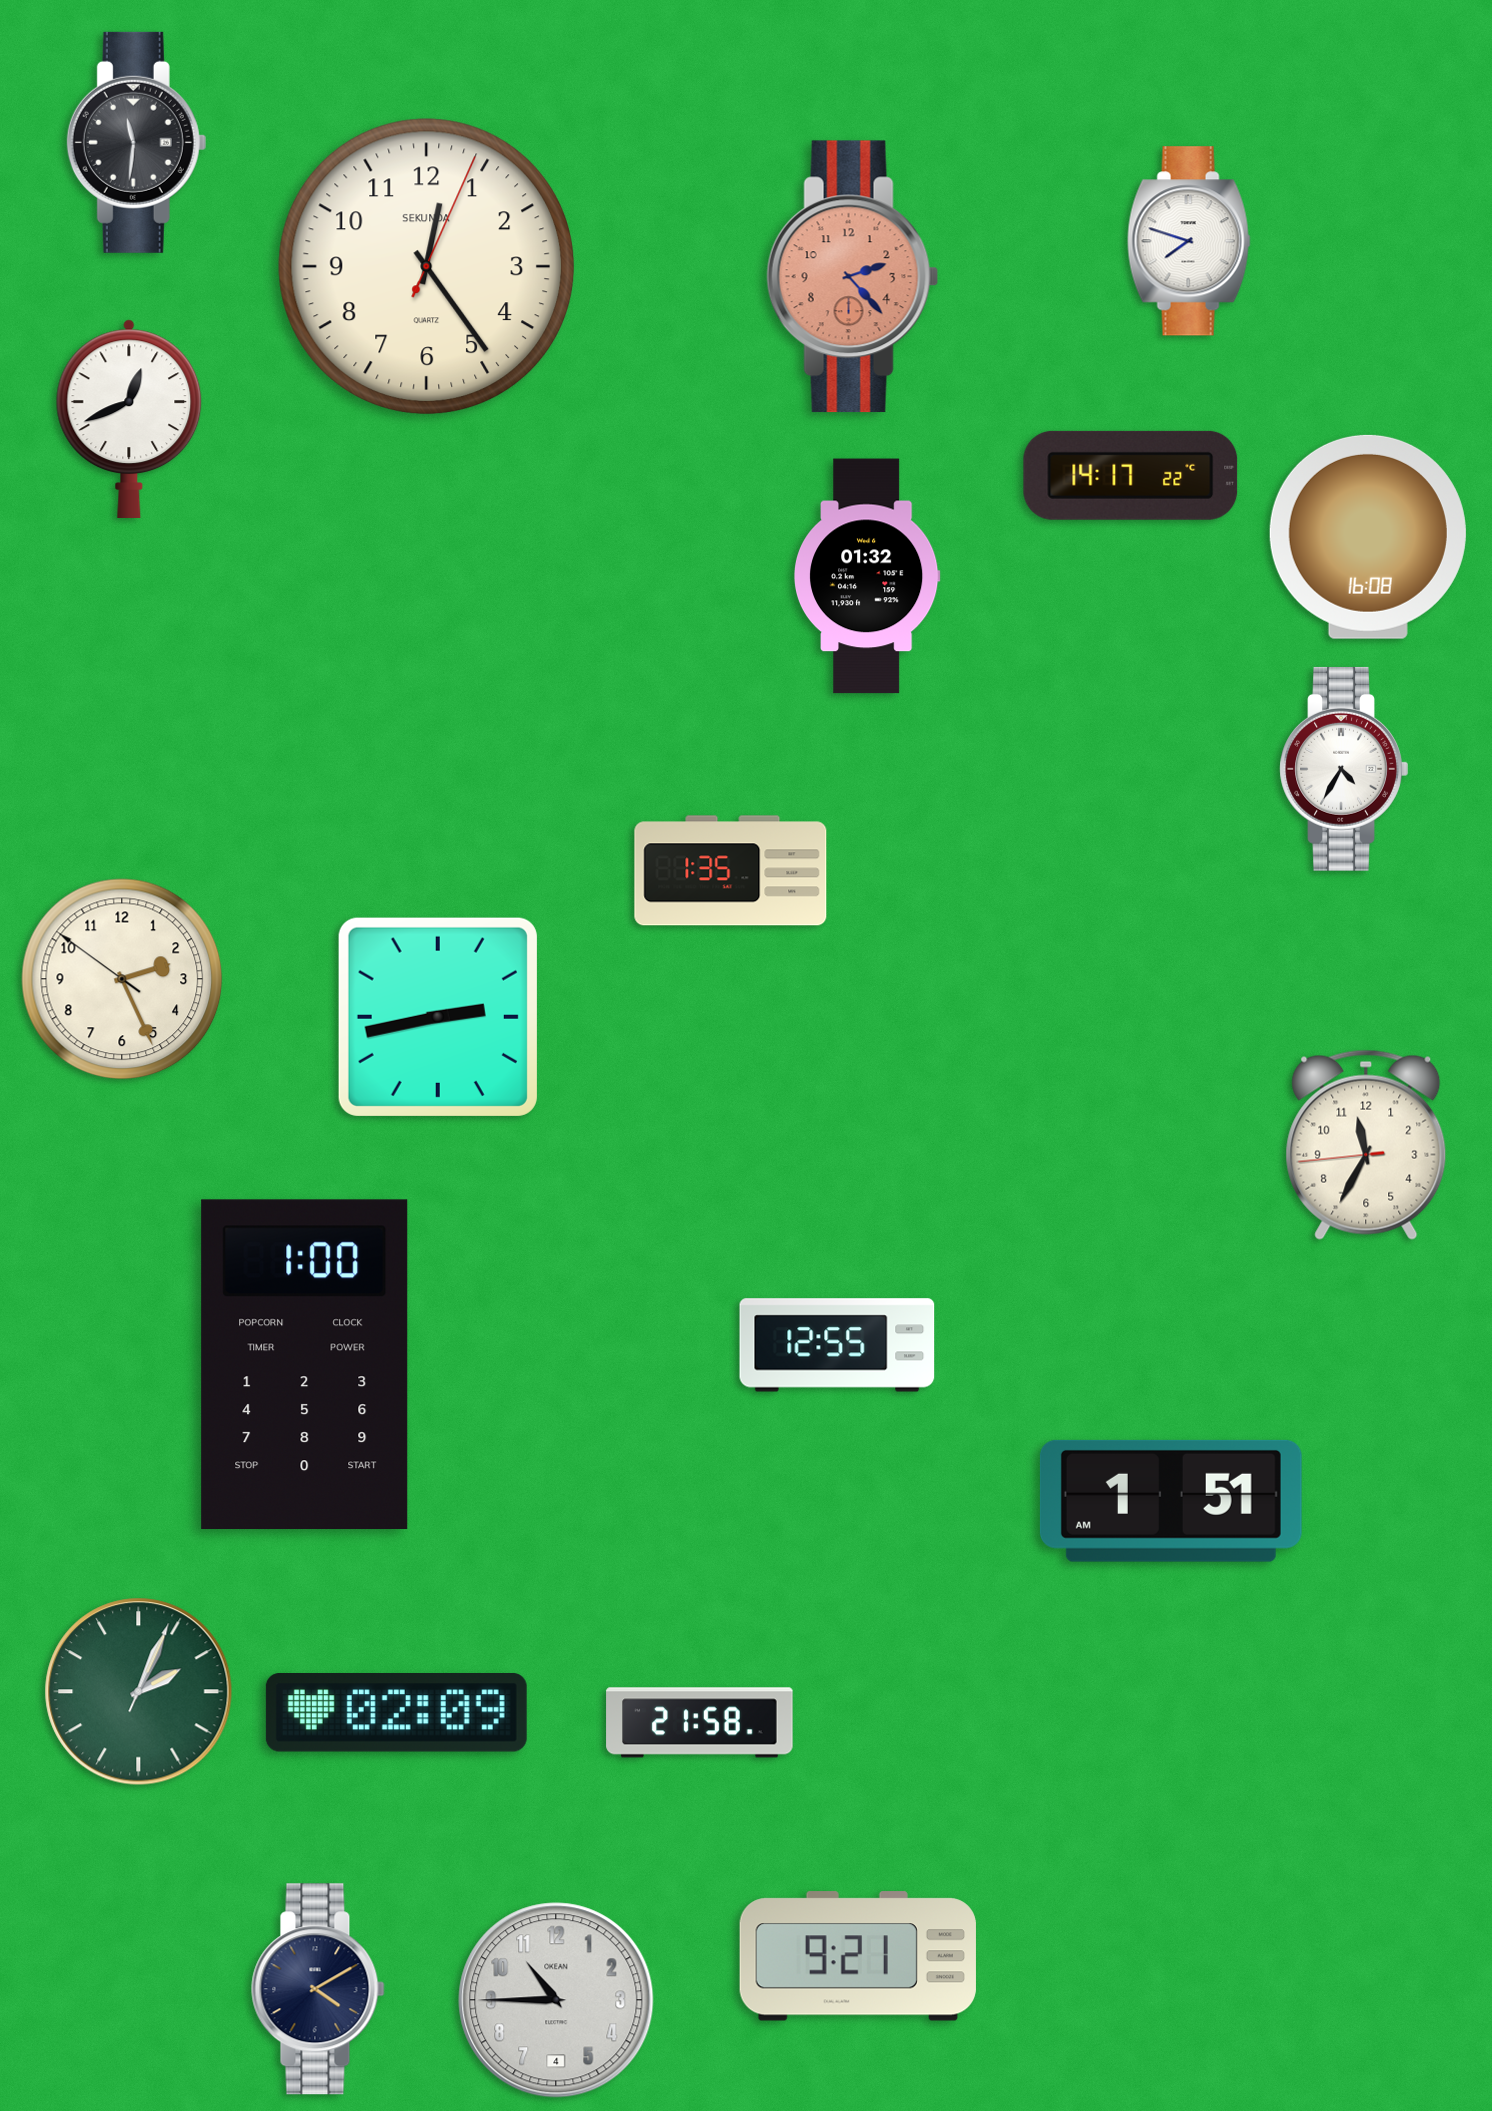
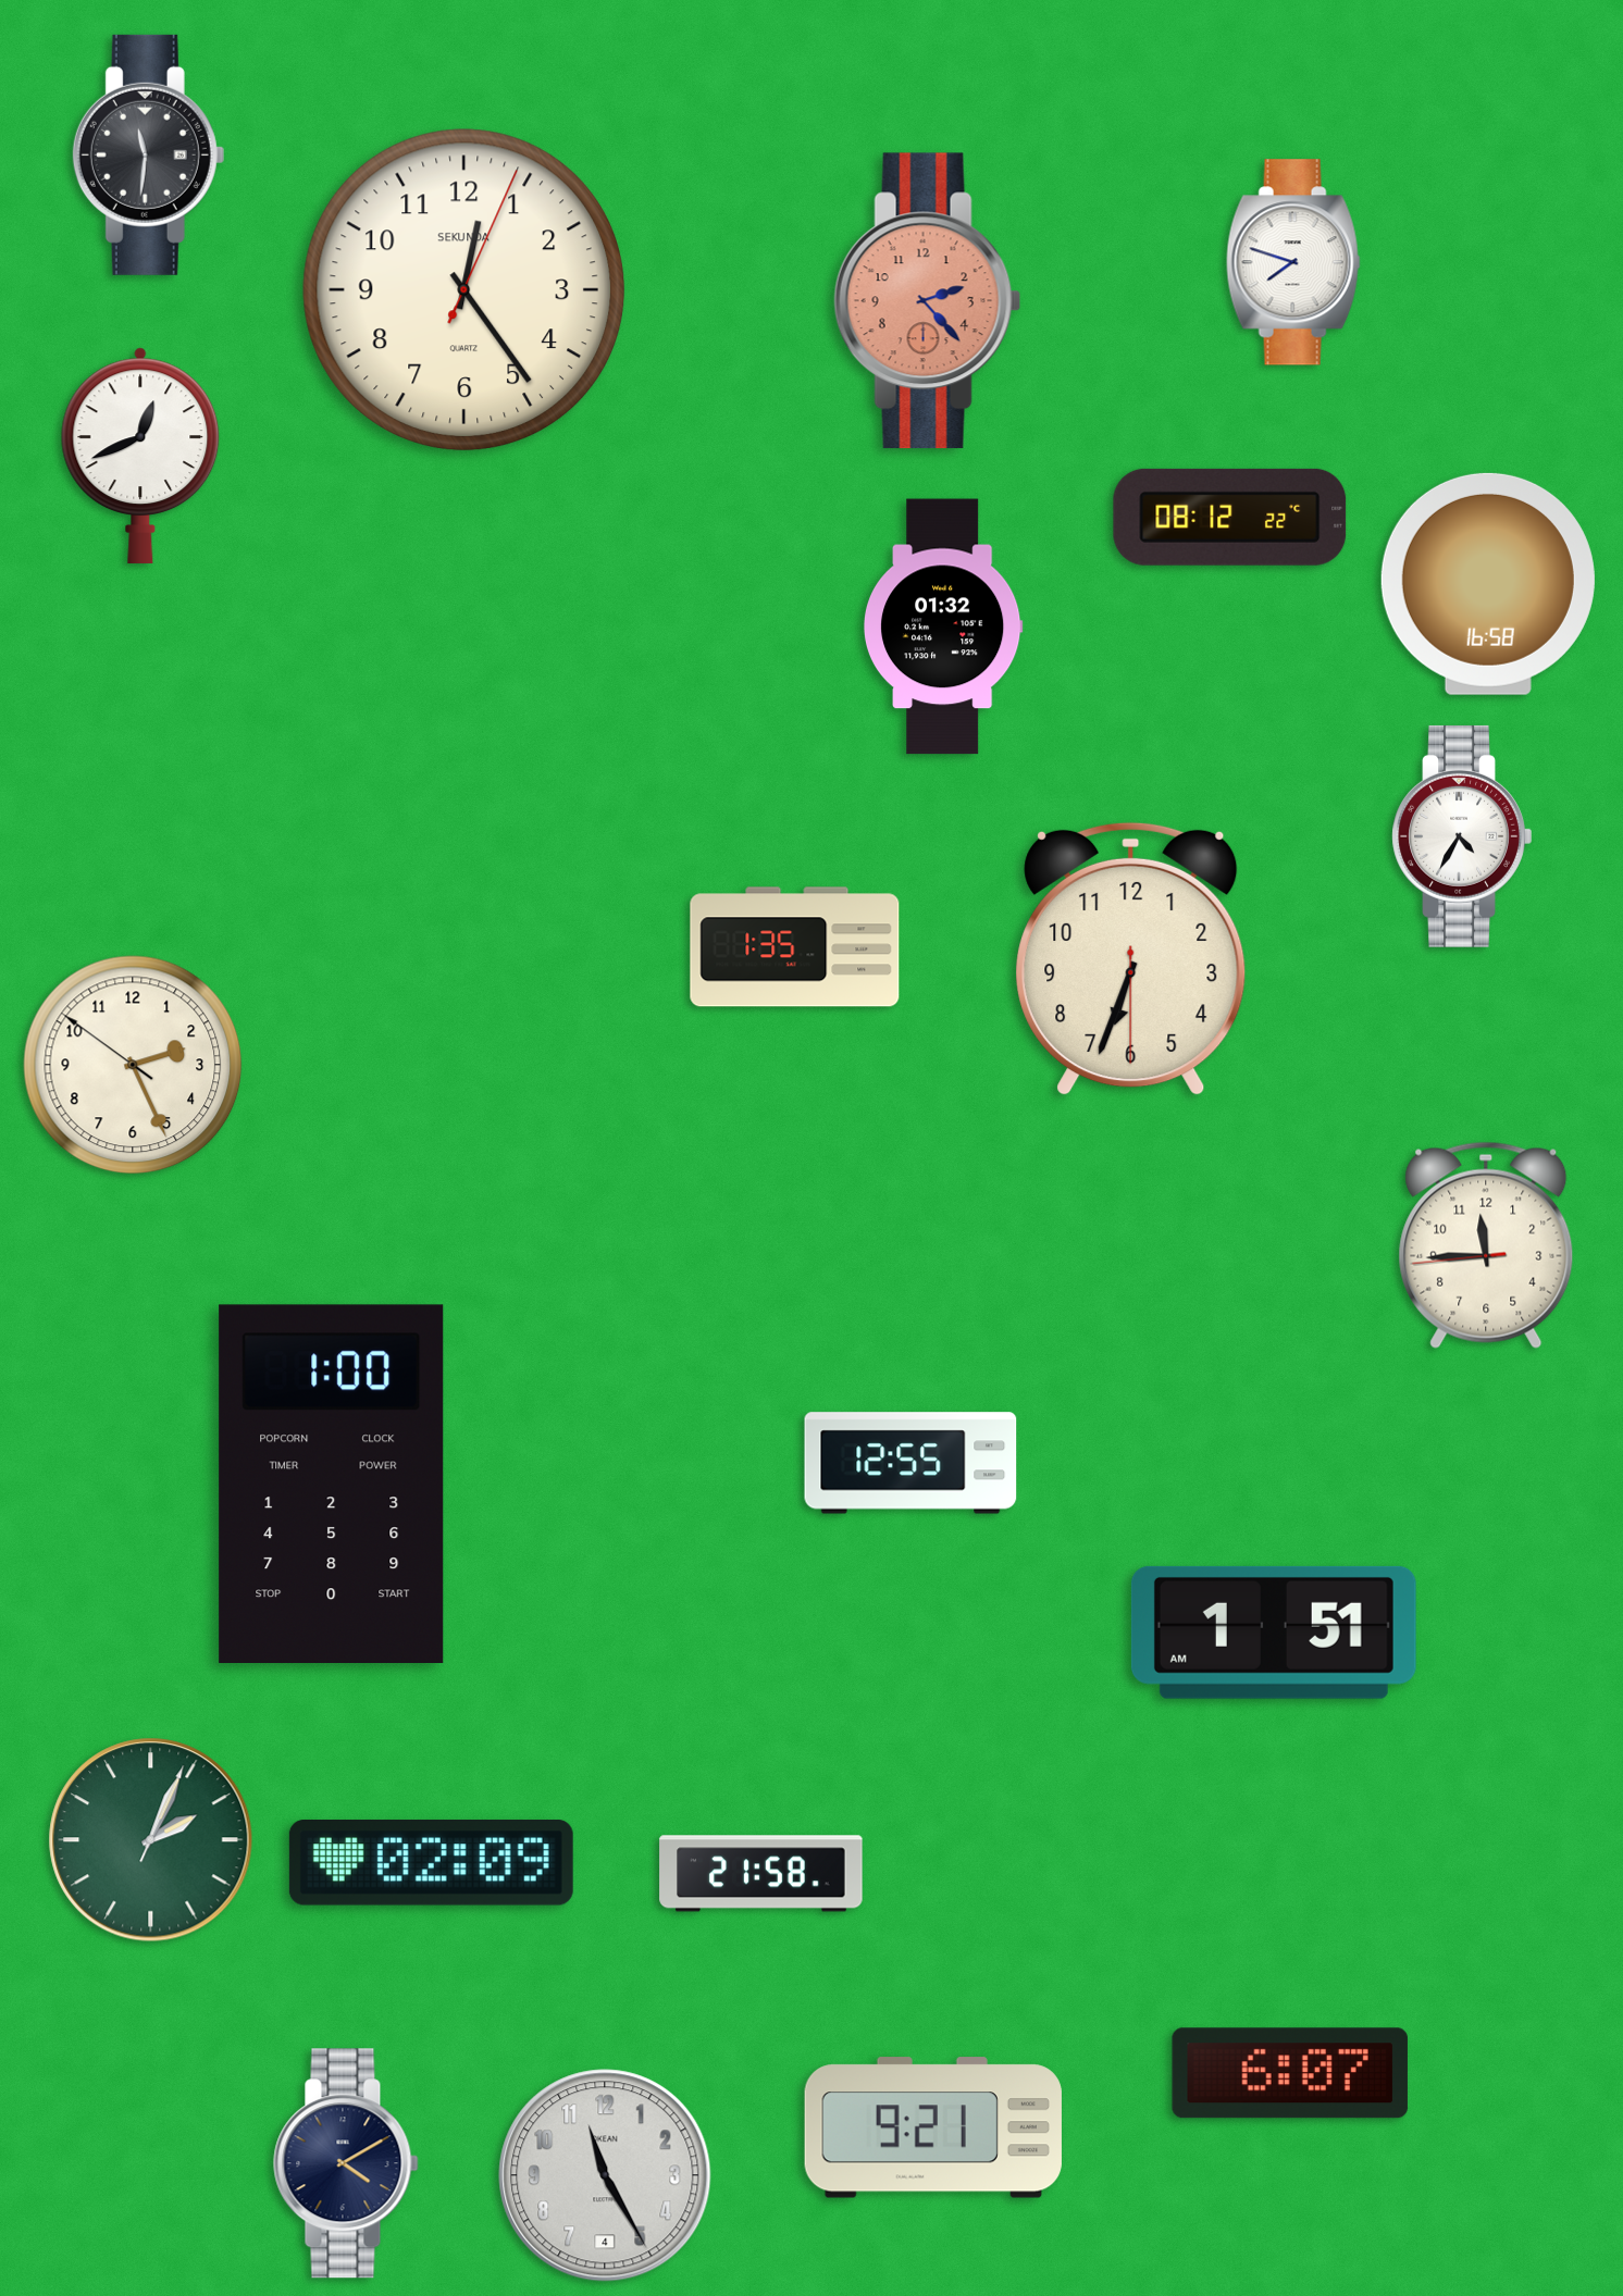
clock at (1131, 475): 14:17 -> 08:12
clock at (1368, 537): 16:08 -> 16:58
clock at (1131, 959): none -> 6:33
clock at (438, 1017): 2:43 -> none
clock at (1366, 1145): 11:34 -> 11:44
clock at (1290, 2073): none -> 6:07
clock at (556, 2000): 10:45 -> 11:25
